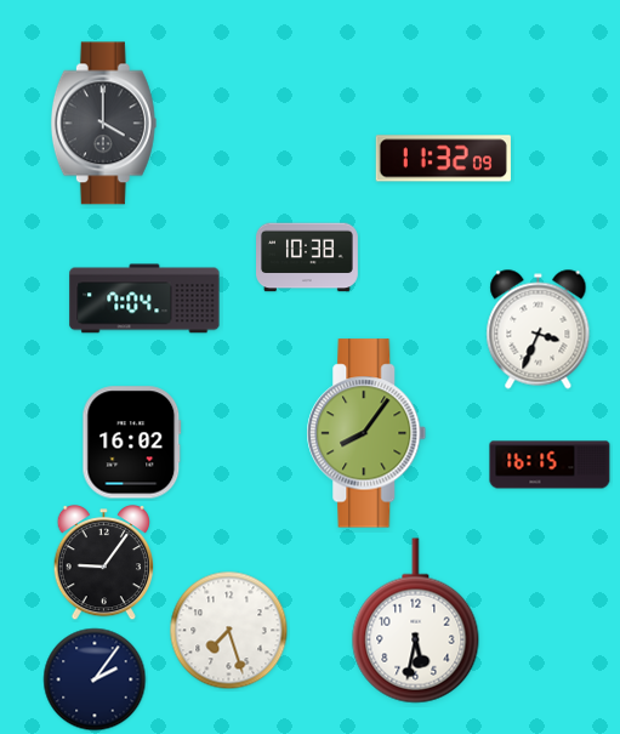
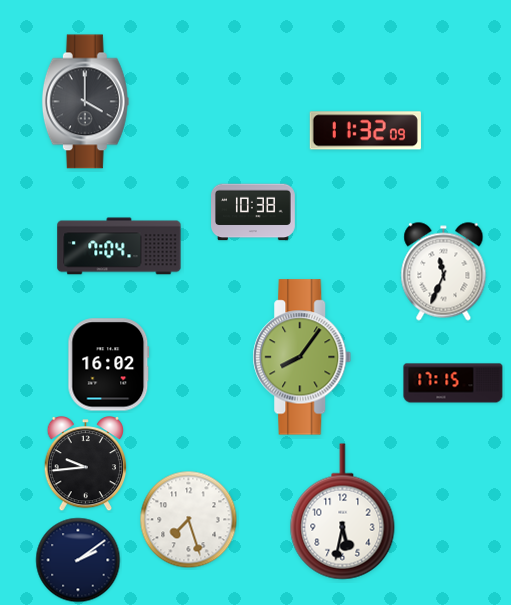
clock at (539, 330): 3:34 -> 11:34
clock at (550, 465): 16:15 -> 17:15
clock at (103, 564): 9:06 -> 9:44
clock at (95, 679): 2:06 -> 2:09
